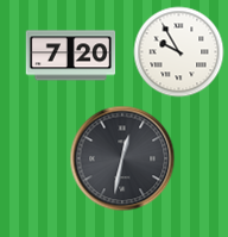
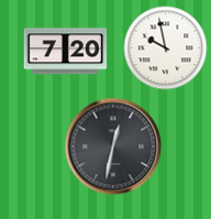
clock at (179, 52): 9:55 -> 9:58
